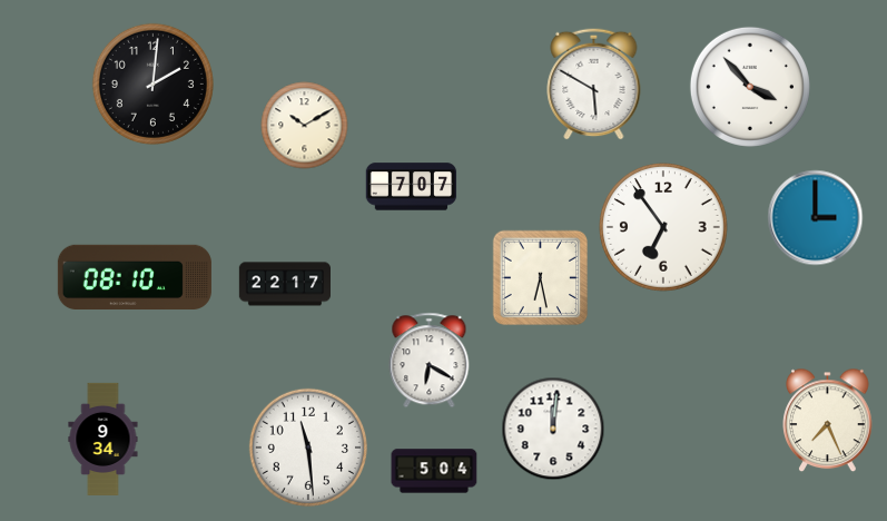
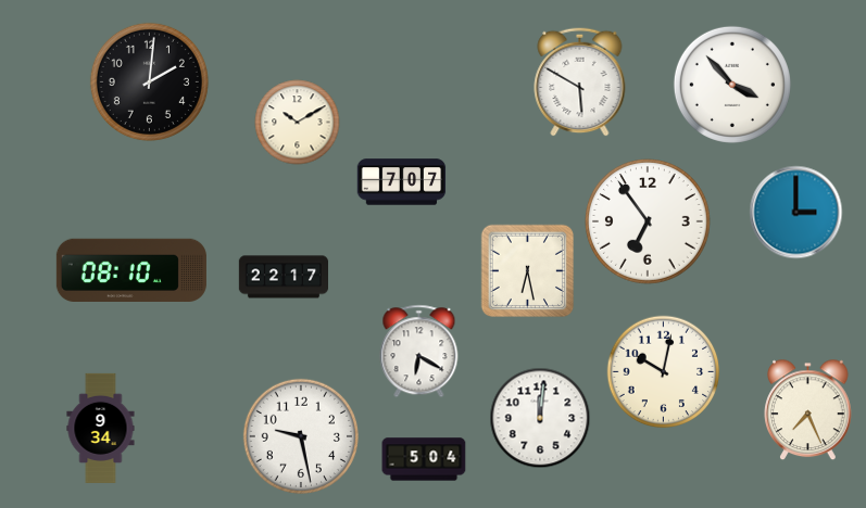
clock at (284, 284) position: (284, 284) -> (283, 277)
clock at (664, 372): none -> 10:02
clock at (308, 448): 11:29 -> 9:28
